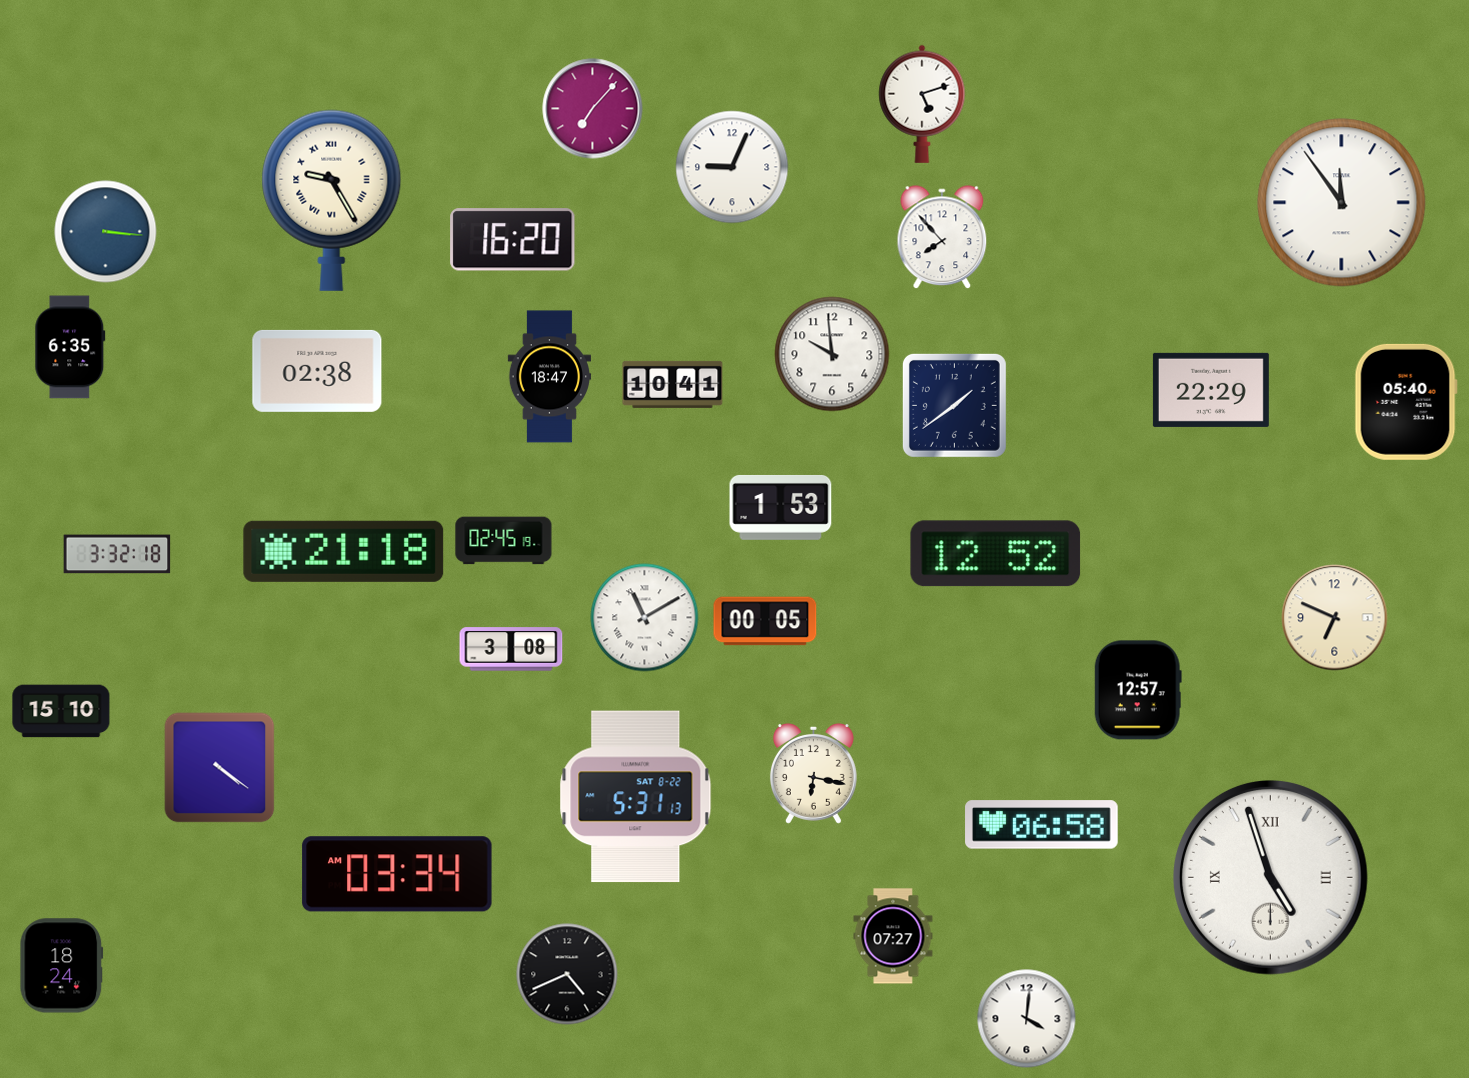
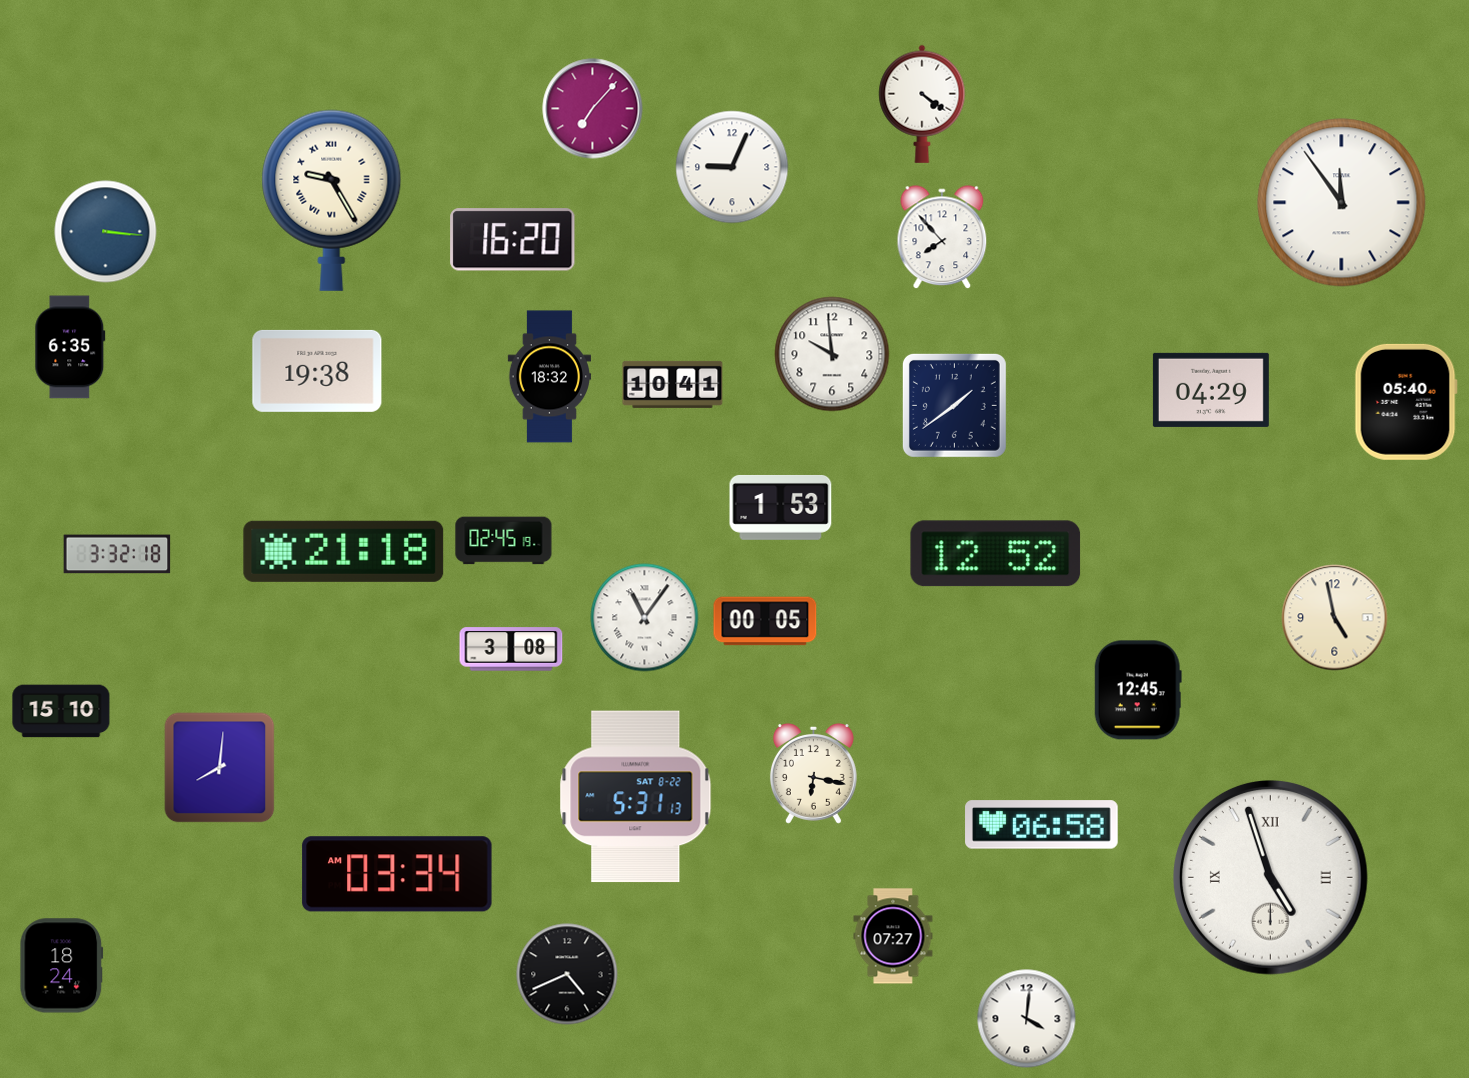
clock at (922, 104): 5:12 -> 4:21
clock at (317, 371): 02:38 -> 19:38
clock at (549, 377): 18:47 -> 18:32
clock at (1211, 390): 22:29 -> 04:29
clock at (645, 618): 11:10 -> 11:06
clock at (1335, 618): 6:49 -> 4:58
clock at (1138, 690): 12:57 -> 12:45
clock at (220, 768): 4:21 -> 8:01
